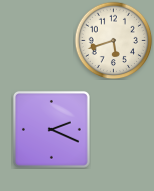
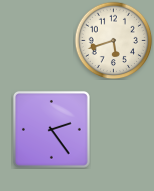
clock at (52, 130): 2:19 -> 2:24
